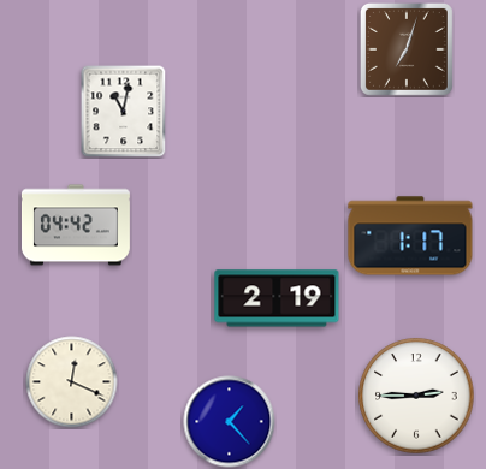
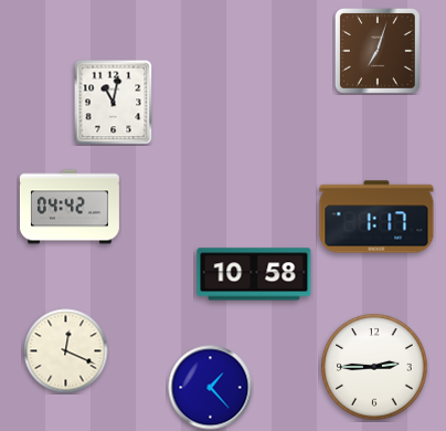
clock at (407, 49) position: (407, 49) -> (378, 51)
clock at (277, 298): 2:19 -> 10:58
clock at (416, 396) position: (416, 396) -> (374, 367)
